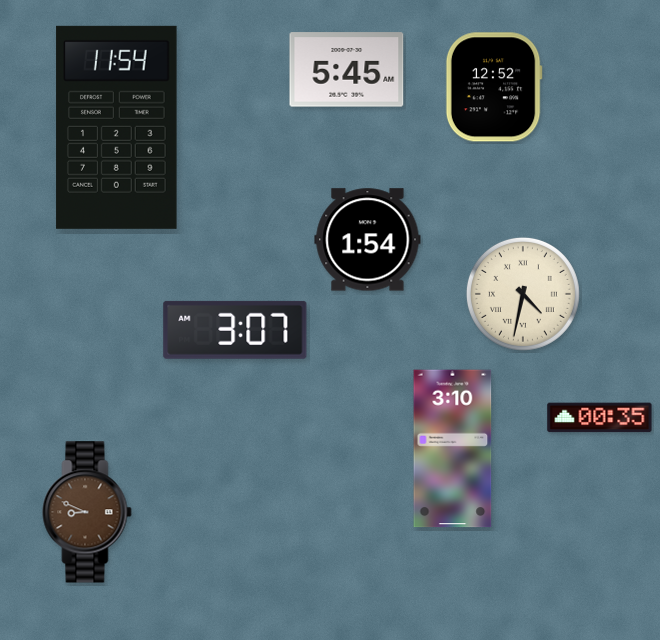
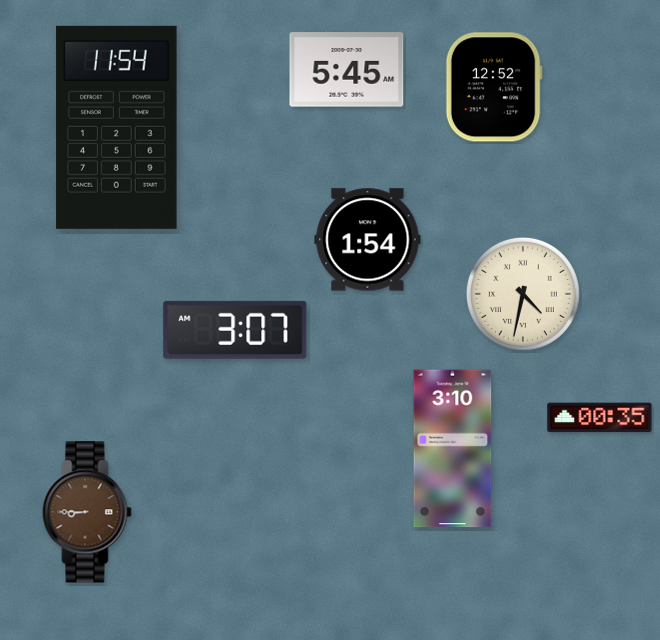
clock at (87, 512): 8:49 -> 8:45
